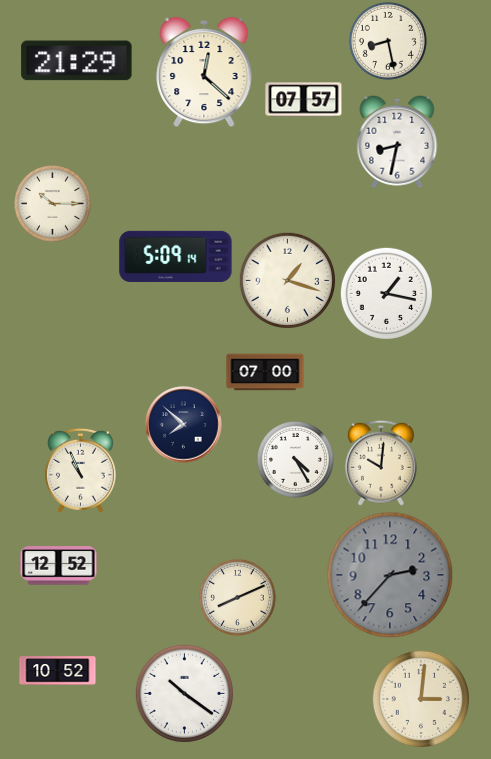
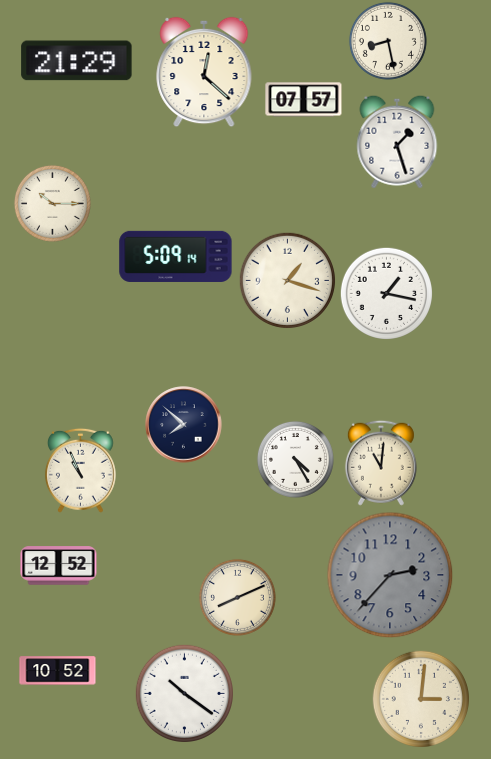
clock at (397, 142): 8:32 -> 1:27
clock at (265, 372): 07:00 -> none
clock at (381, 463): 10:01 -> 11:01
